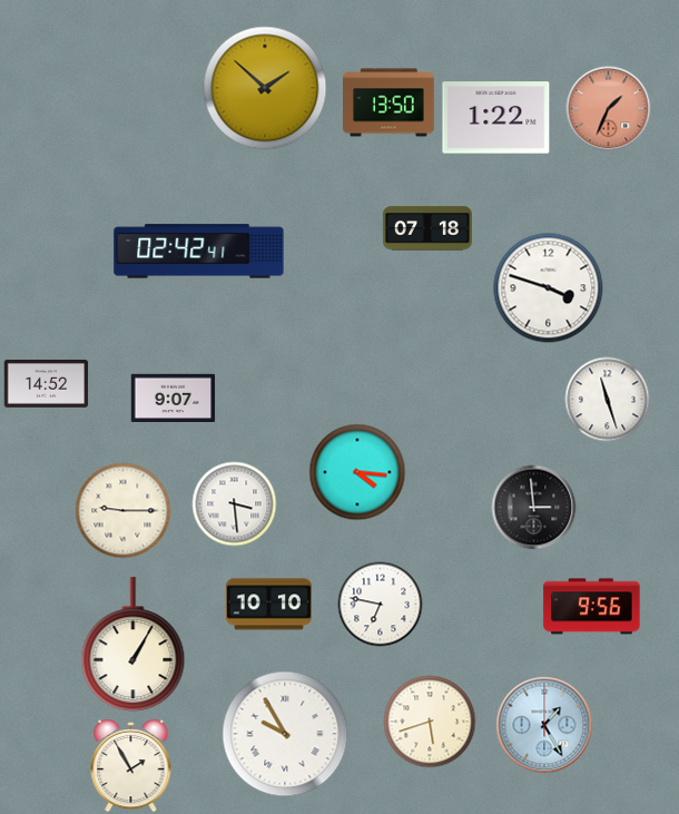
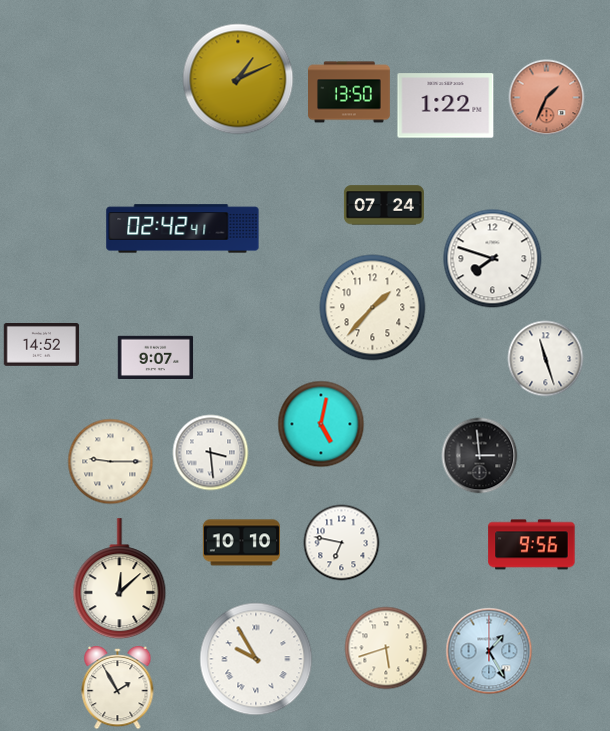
clock at (265, 88): 1:52 -> 1:11
clock at (427, 228): 07:18 -> 07:24
clock at (199, 252) position: (199, 252) -> (183, 229)
clock at (549, 288): 3:48 -> 7:48
clock at (373, 308): none -> 1:37
clock at (357, 472): 4:16 -> 5:02
clock at (124, 511) position: (124, 511) -> (111, 462)
clock at (134, 645): 1:05 -> 12:08
